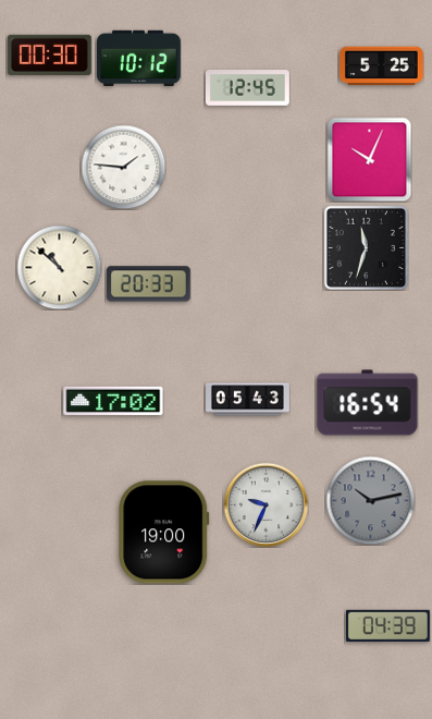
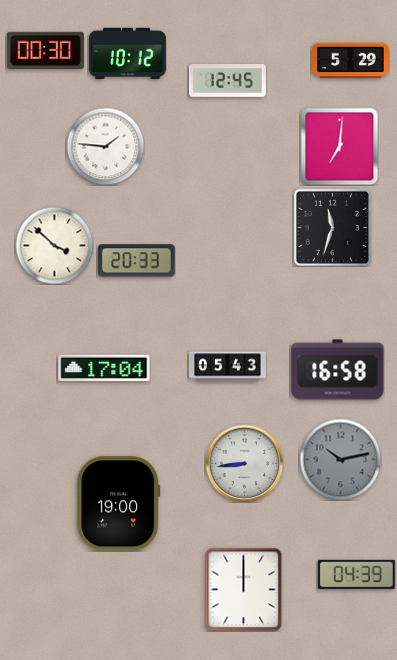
clock at (382, 66): 5:25 -> 5:29
clock at (369, 159): 10:04 -> 7:01
clock at (123, 167) position: (123, 167) -> (105, 146)
clock at (366, 247) position: (366, 247) -> (332, 227)
clock at (59, 267): 10:52 -> 3:52
clock at (113, 401): 17:02 -> 17:04
clock at (368, 403): 16:54 -> 16:58
clock at (266, 504): 9:34 -> 8:44
clock at (164, 533) position: (164, 533) -> (119, 504)
clock at (244, 589): none -> 12:00
